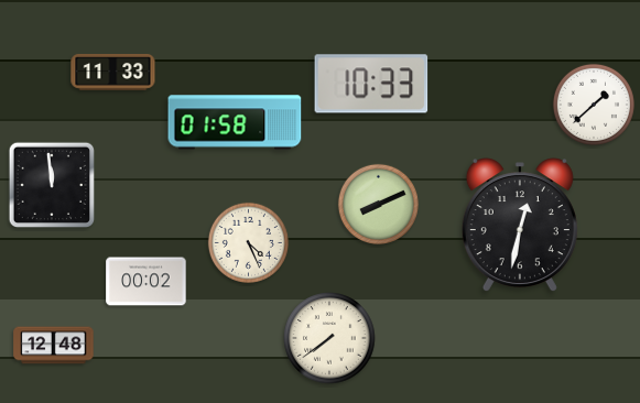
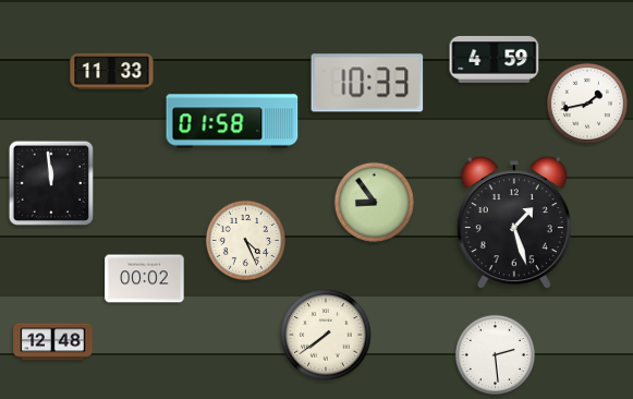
clock at (495, 60): none -> 4:59
clock at (594, 105): 1:38 -> 1:43
clock at (378, 204): 8:11 -> 8:54
clock at (520, 226): 12:32 -> 1:27
clock at (495, 354): none -> 2:29
